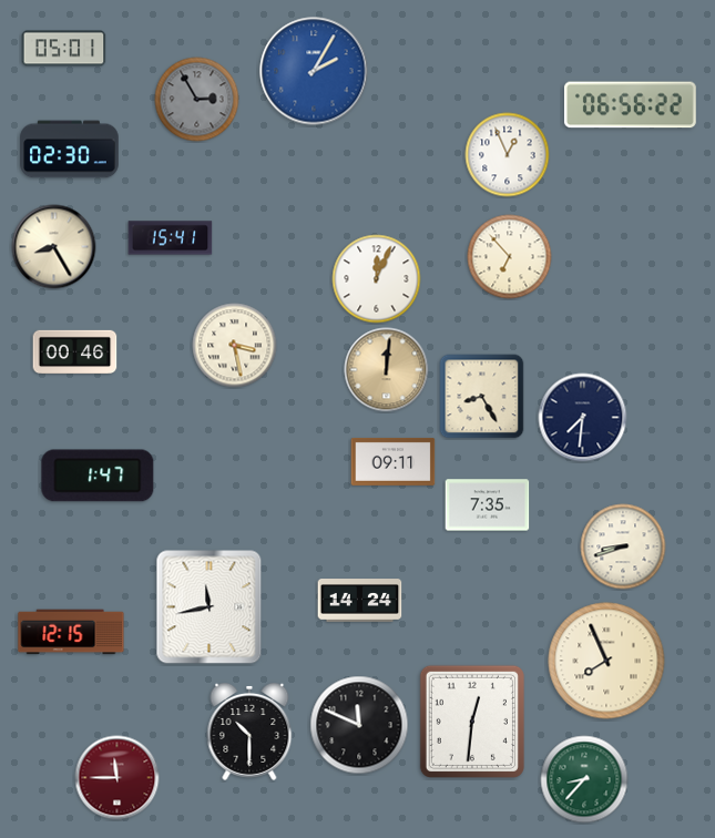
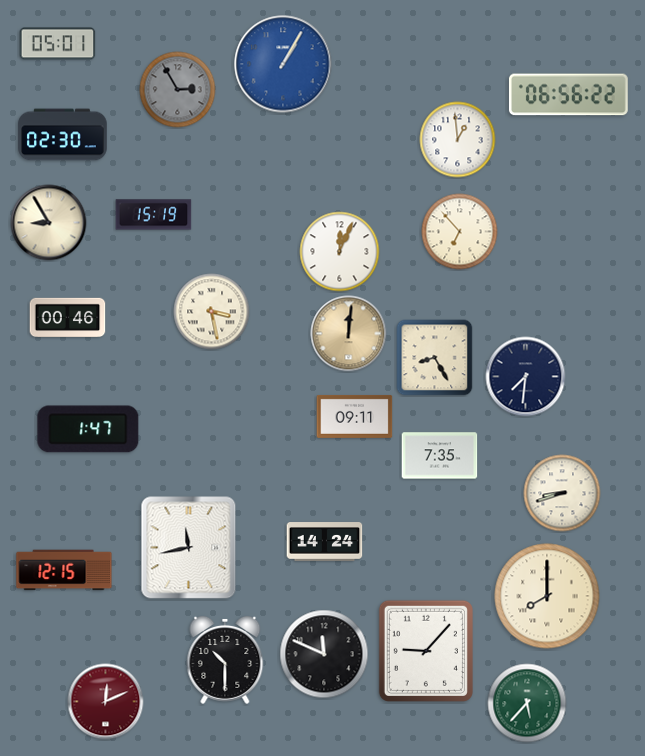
clock at (314, 71): 2:05 -> 1:05
clock at (508, 155): 12:56 -> 12:59
clock at (171, 238): 15:41 -> 15:19
clock at (54, 247): 8:25 -> 8:55
clock at (606, 661): 7:56 -> 8:00
clock at (472, 722): 12:31 -> 9:07
clock at (118, 778): 11:45 -> 12:11
clock at (584, 779): 8:37 -> 5:37
